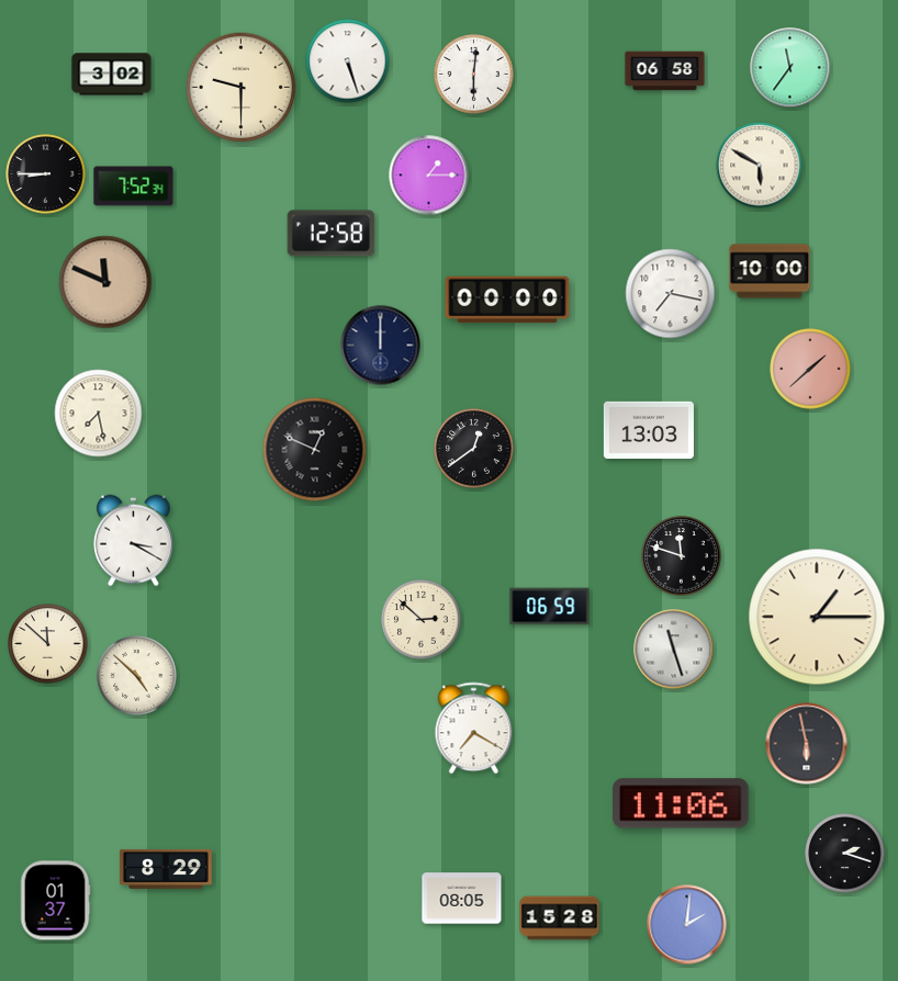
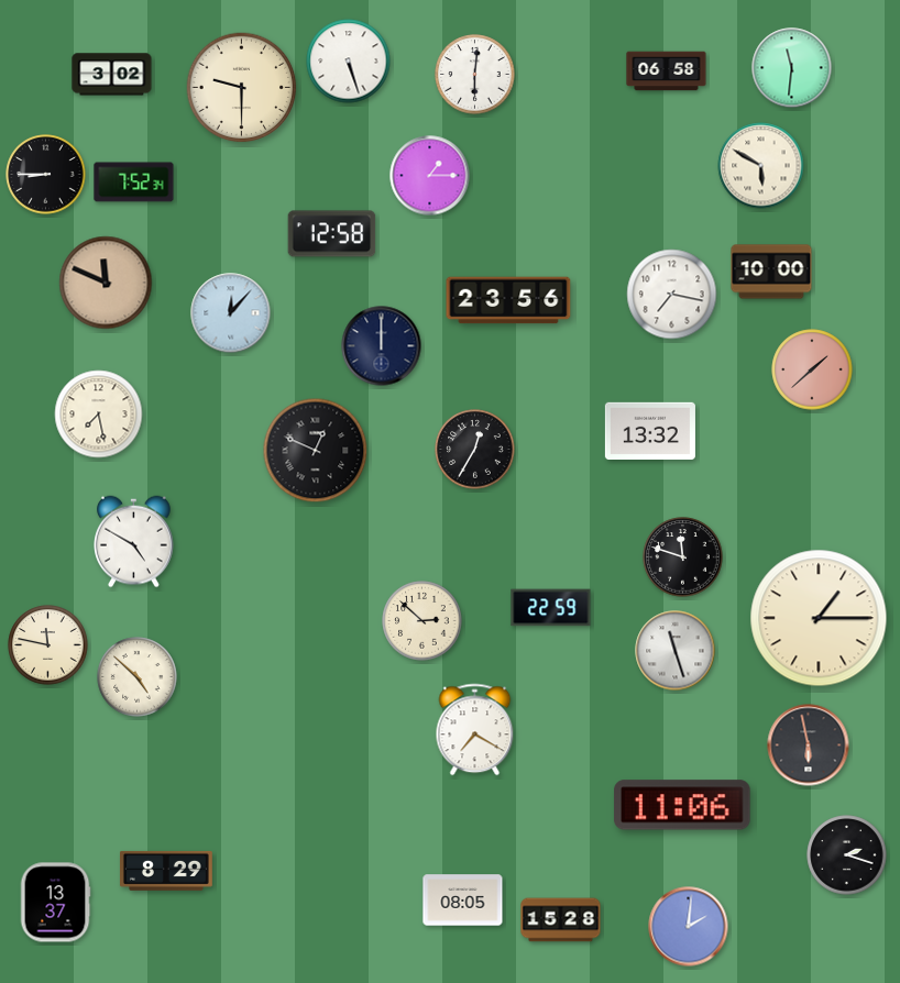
clock at (790, 68): 11:36 -> 11:31
clock at (134, 187) position: (134, 187) -> (134, 183)
clock at (507, 300): 00:00 -> 23:56
clock at (231, 313): none -> 12:07
clock at (649, 429): 13:03 -> 13:32
clock at (474, 449): 12:39 -> 12:35
clock at (134, 541): 3:20 -> 4:50
clock at (550, 607): 06:59 -> 22:59
clock at (48, 644): 11:52 -> 11:47
clock at (55, 901): 01:37 -> 13:37
